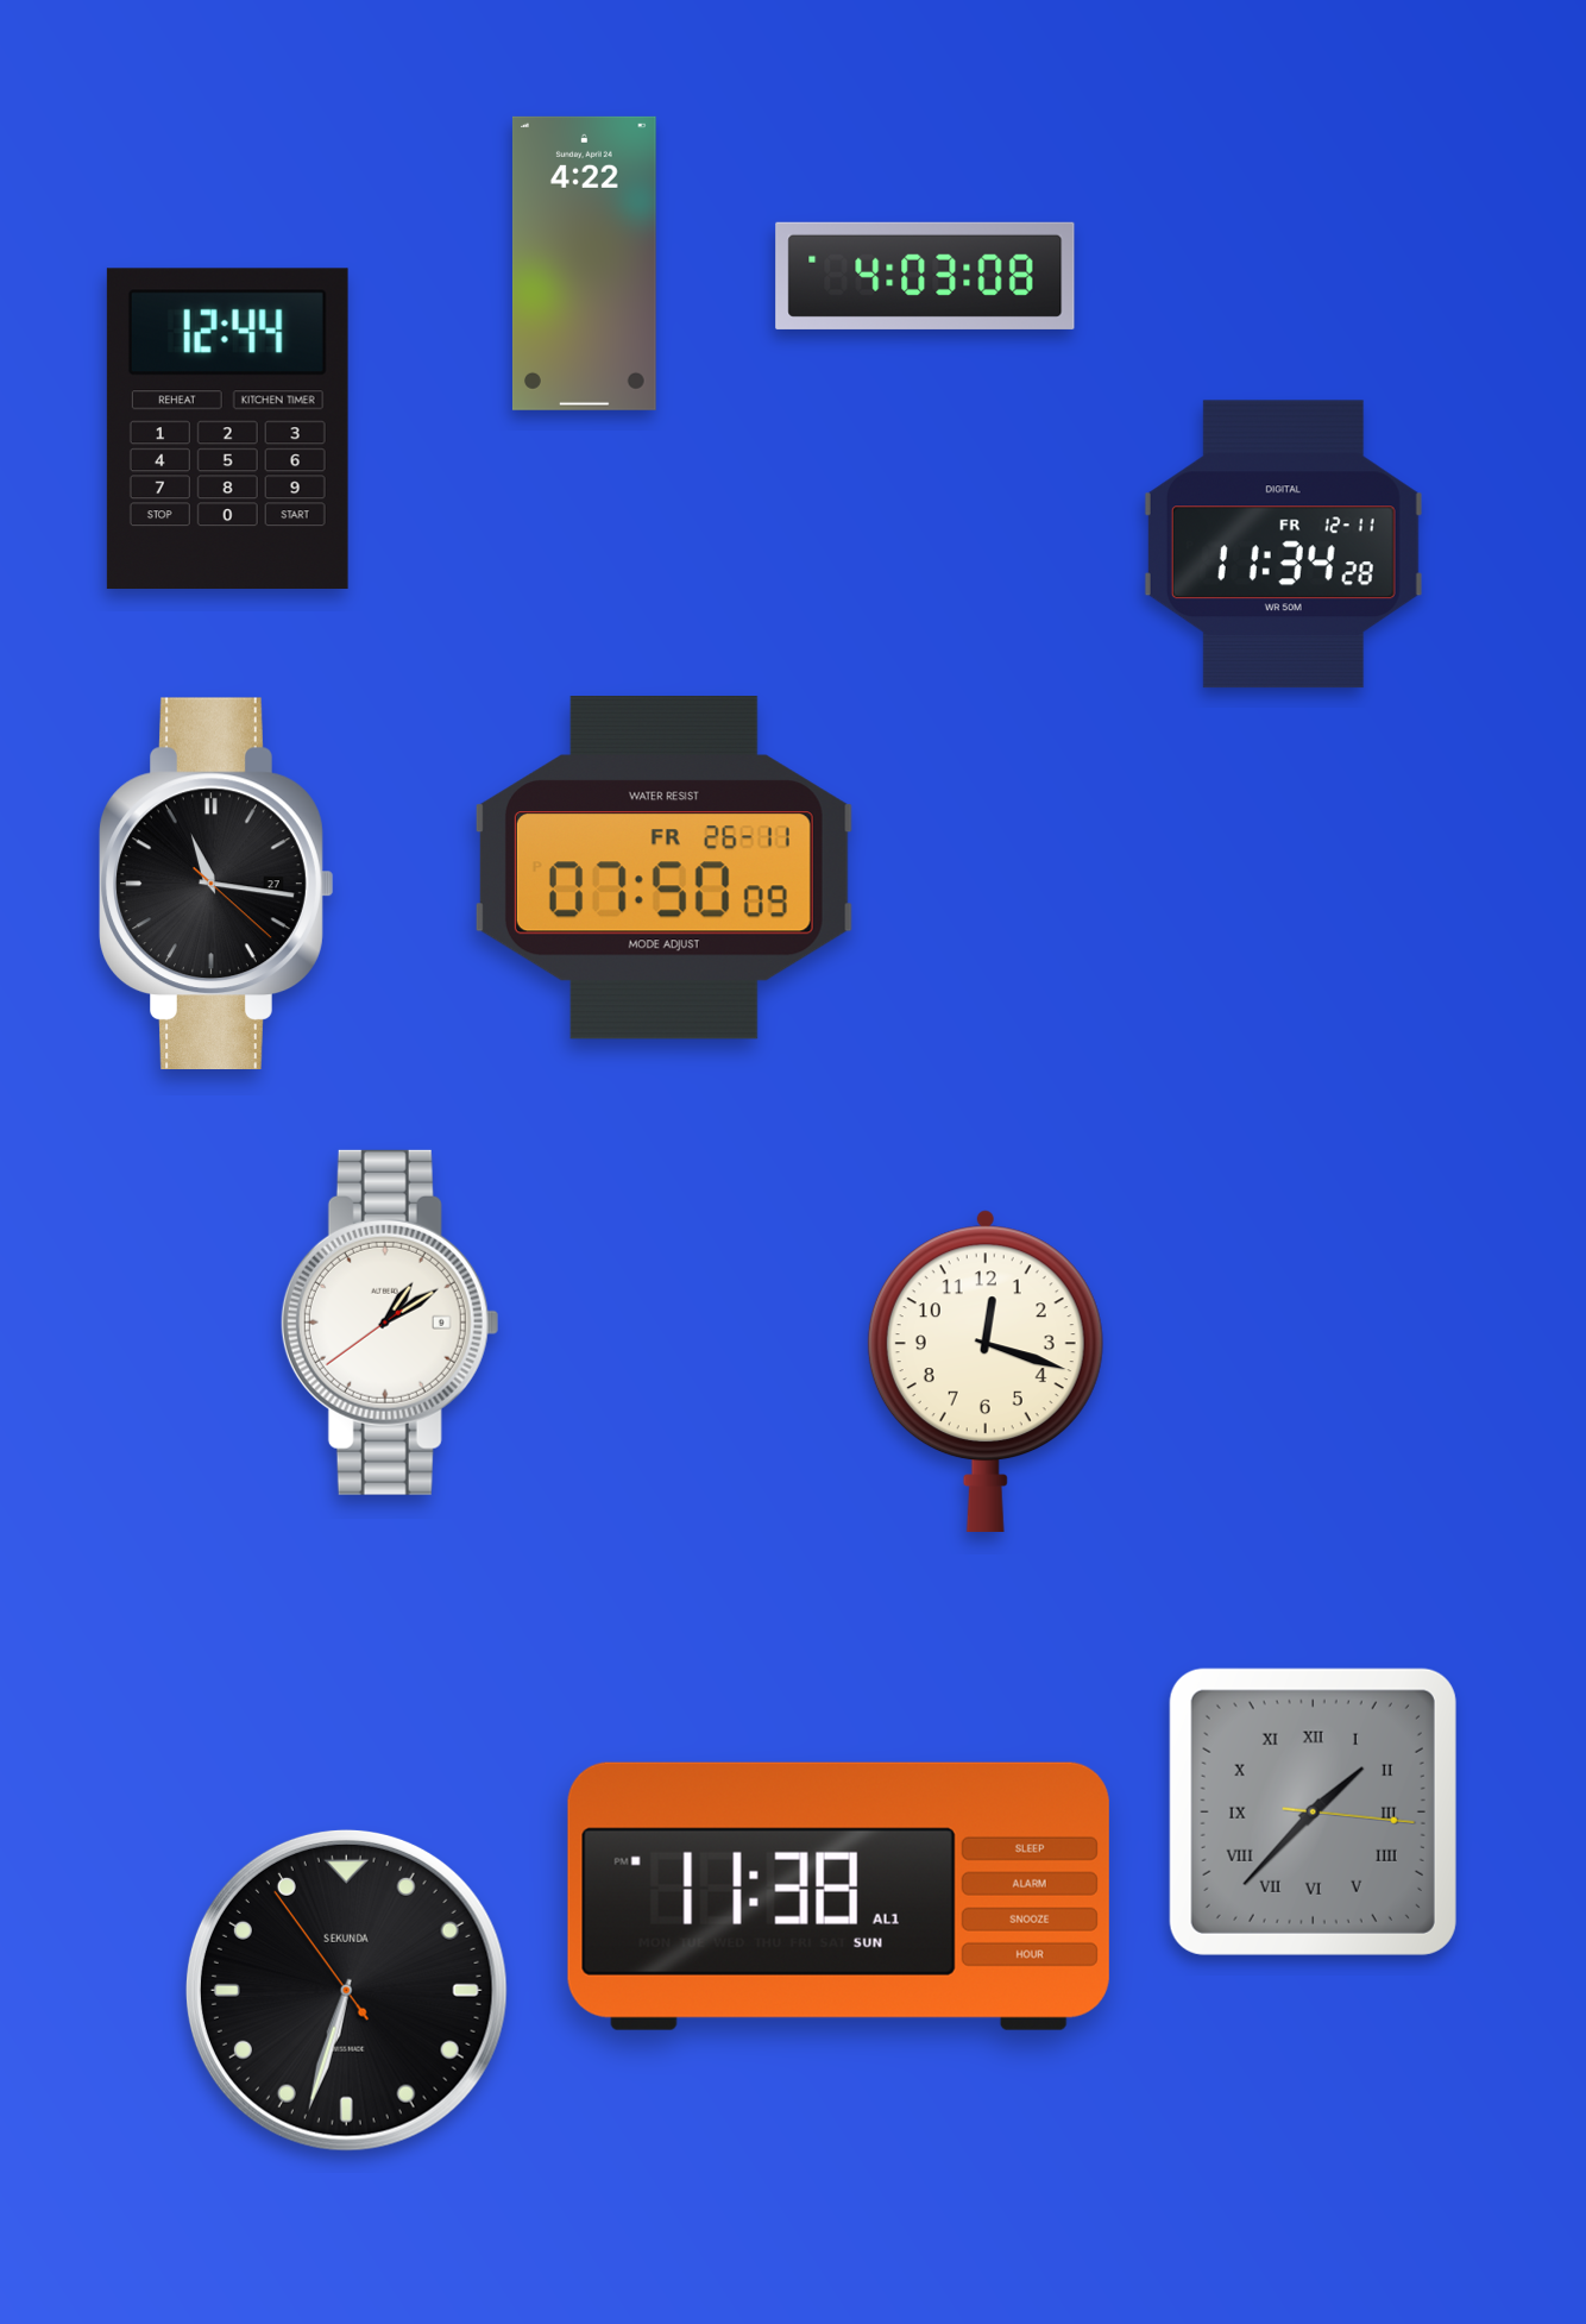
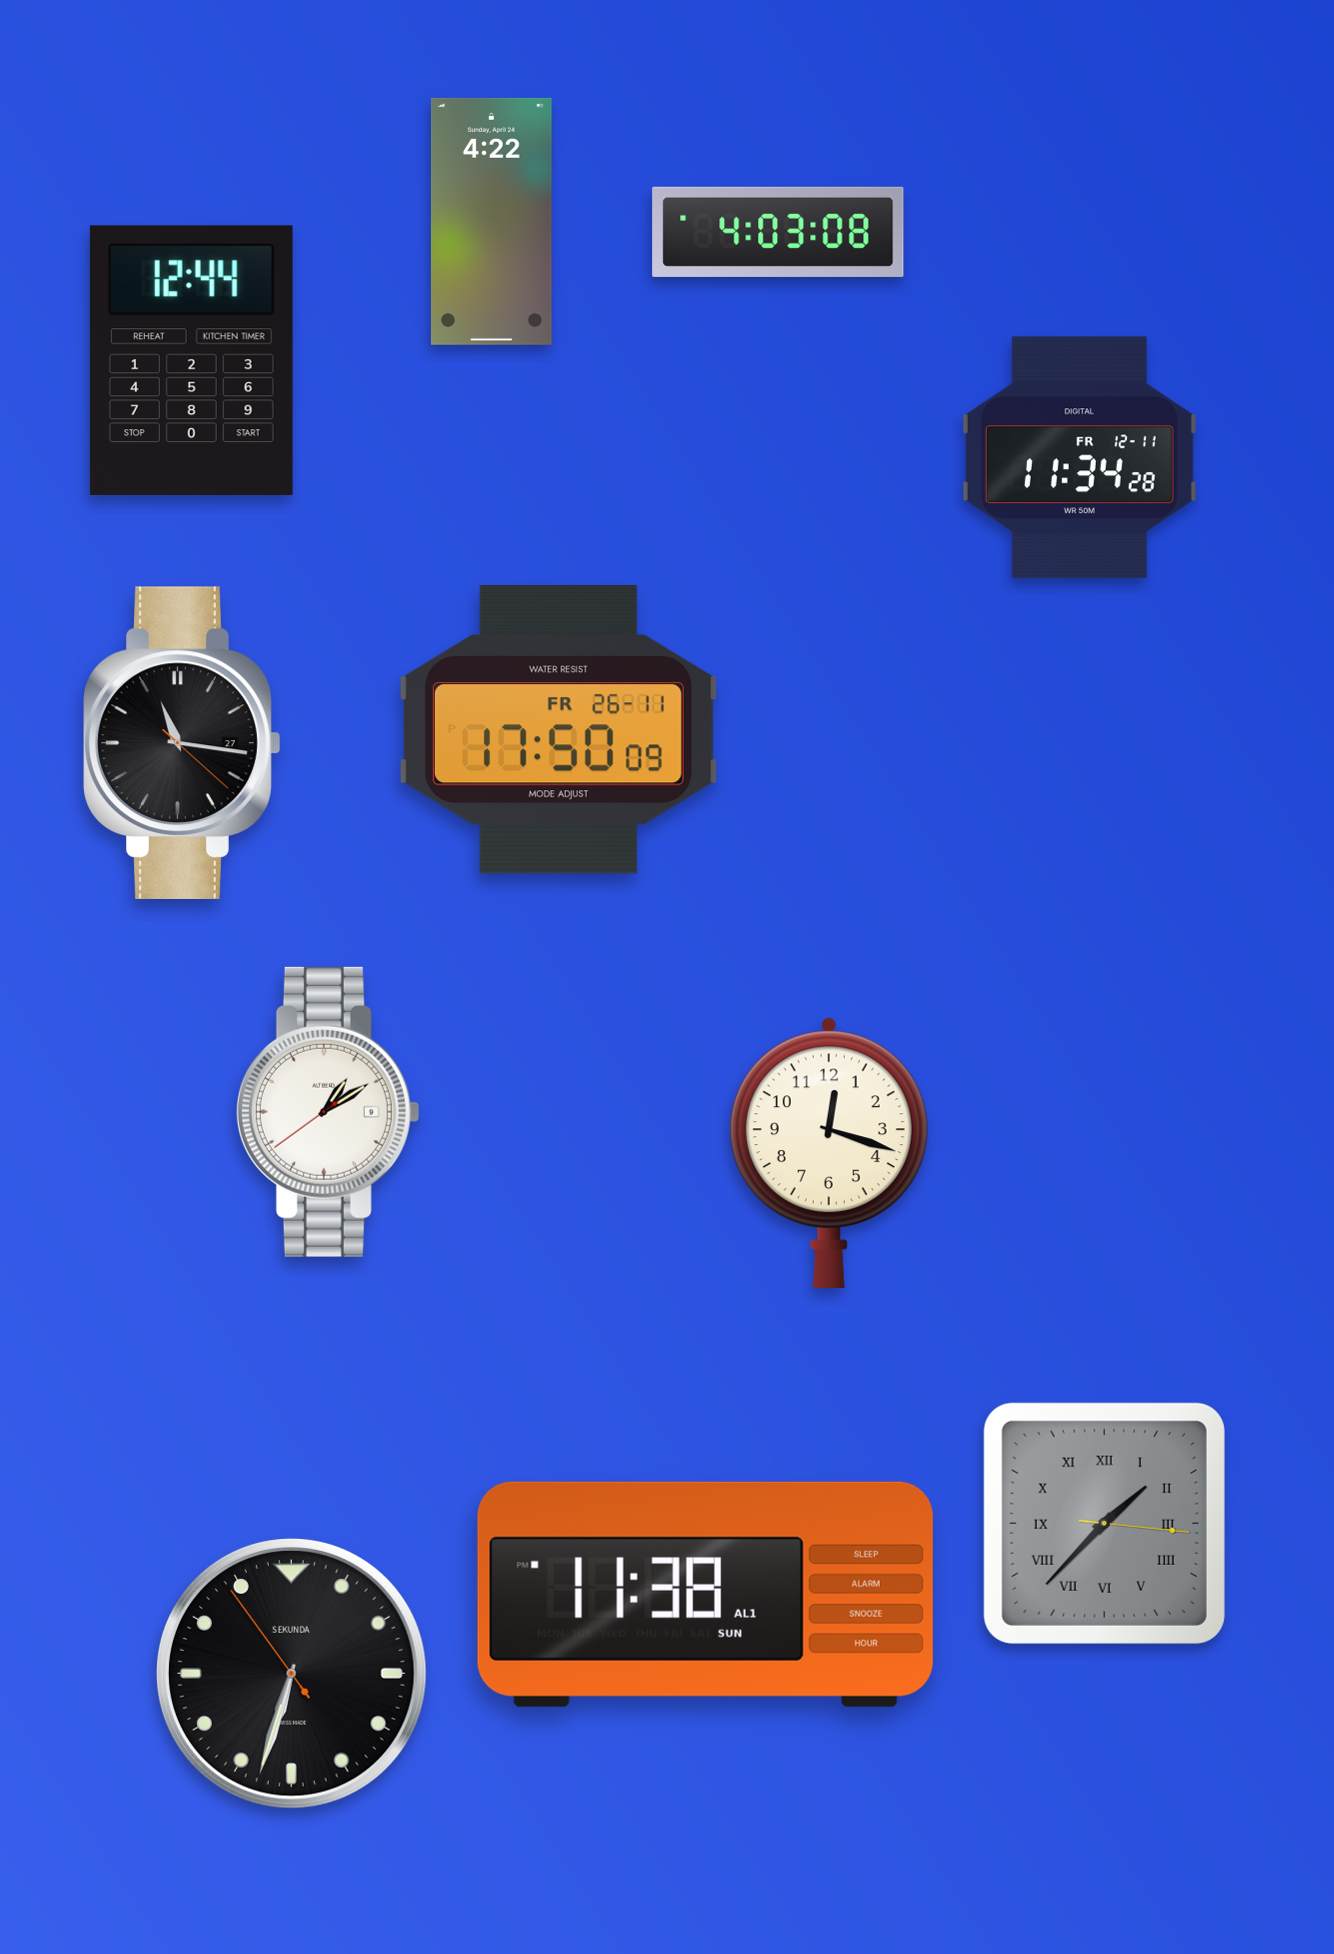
clock at (663, 868): 07:50 -> 17:50
